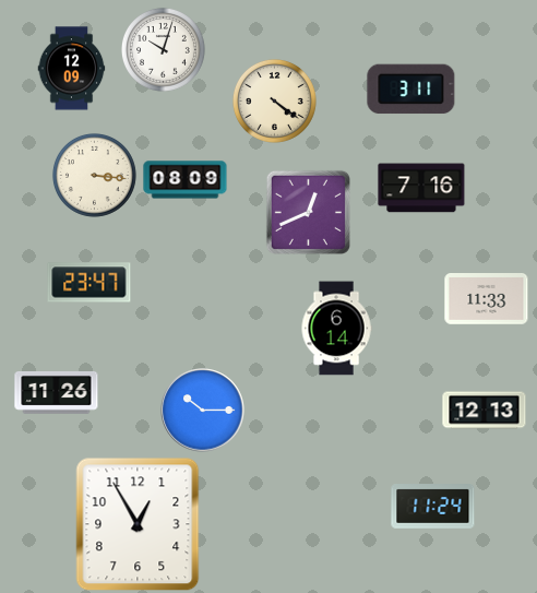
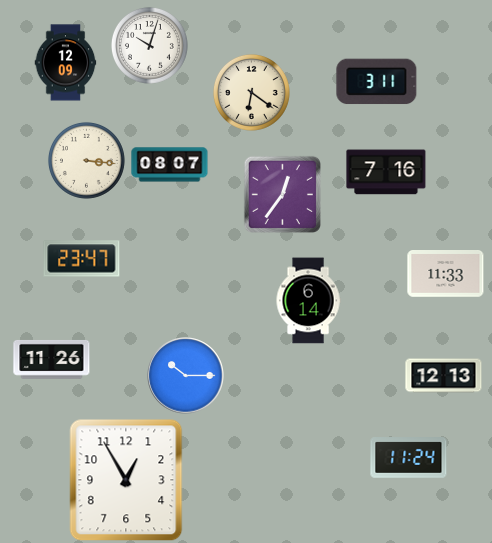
clock at (274, 100): 4:21 -> 6:21
clock at (186, 180): 08:09 -> 08:07
clock at (308, 212): 12:41 -> 12:36
clock at (433, 507) position: (433, 507) -> (409, 458)
